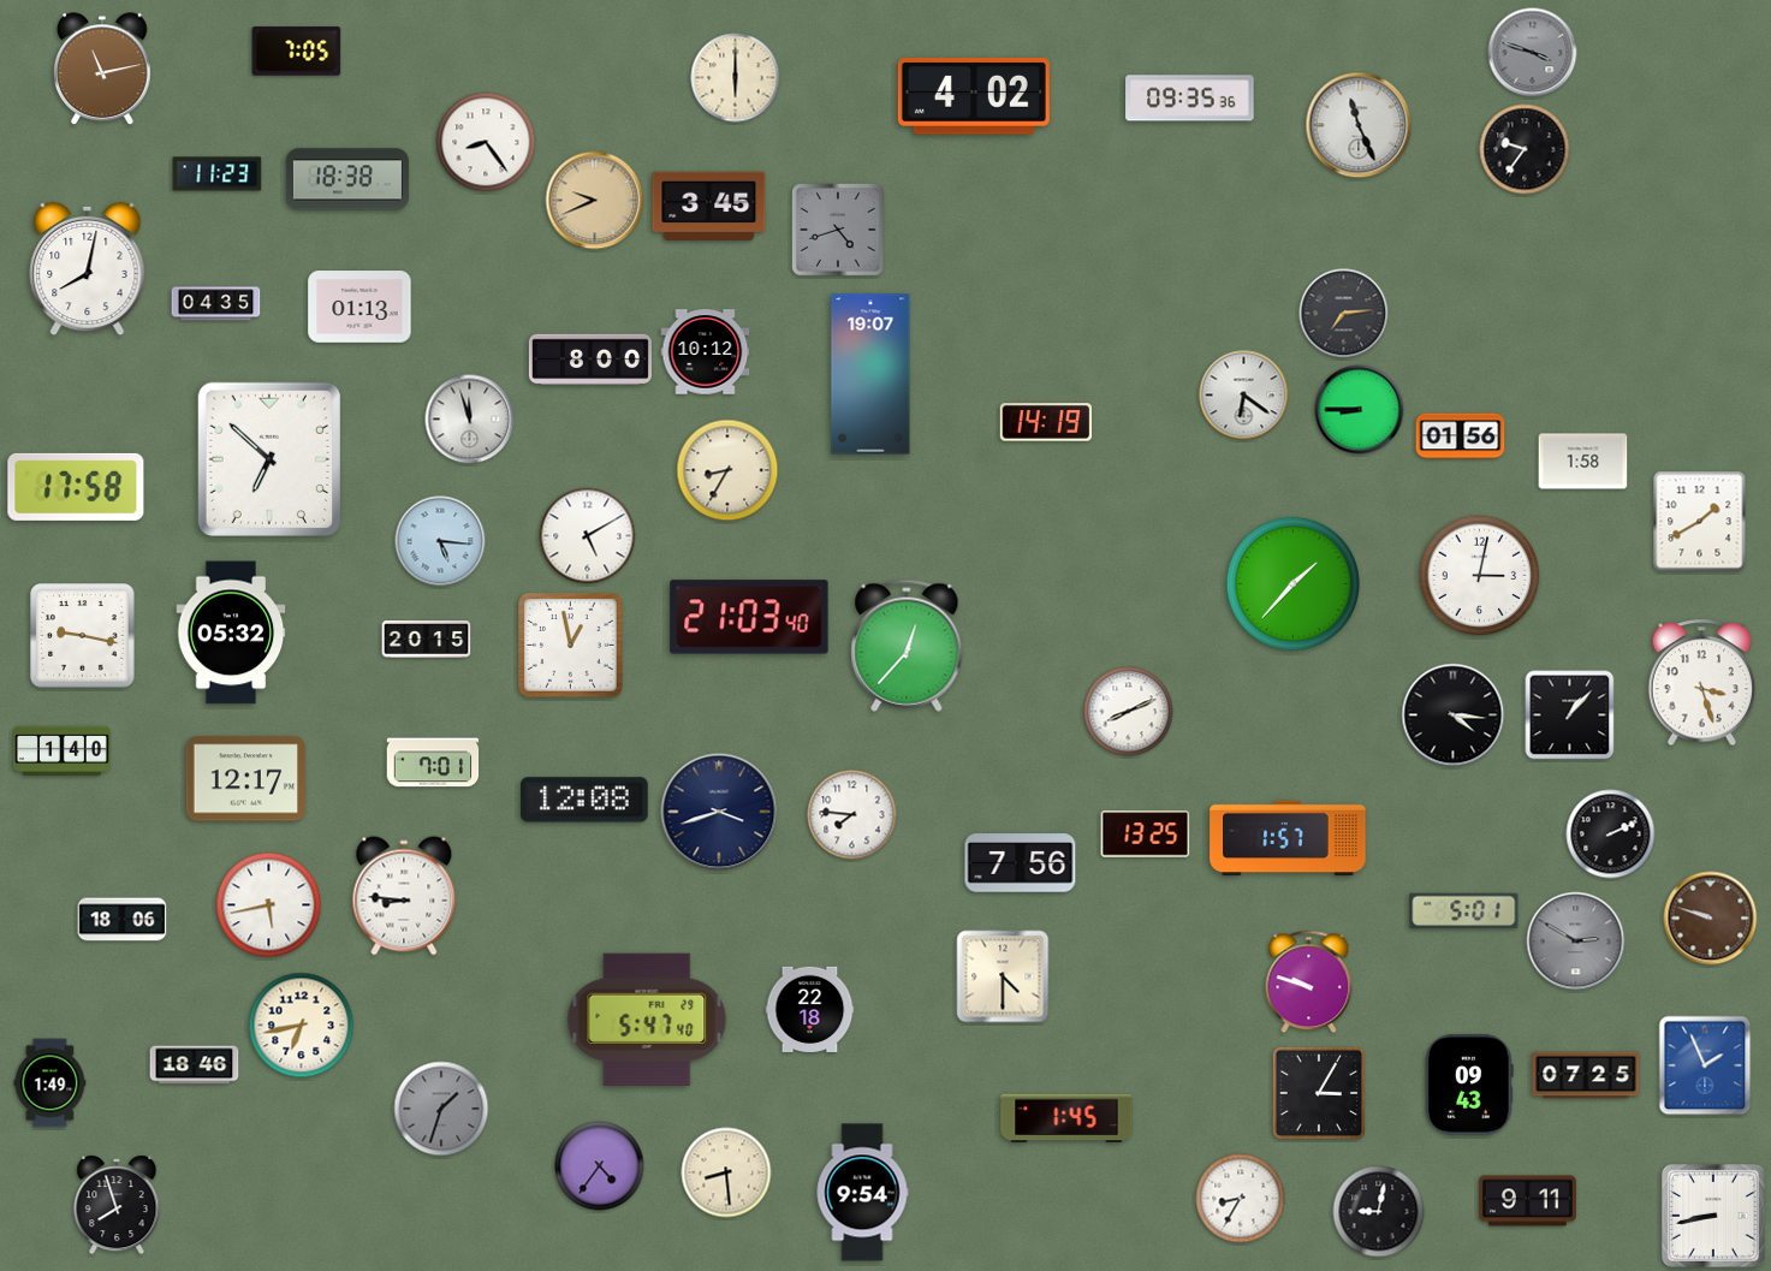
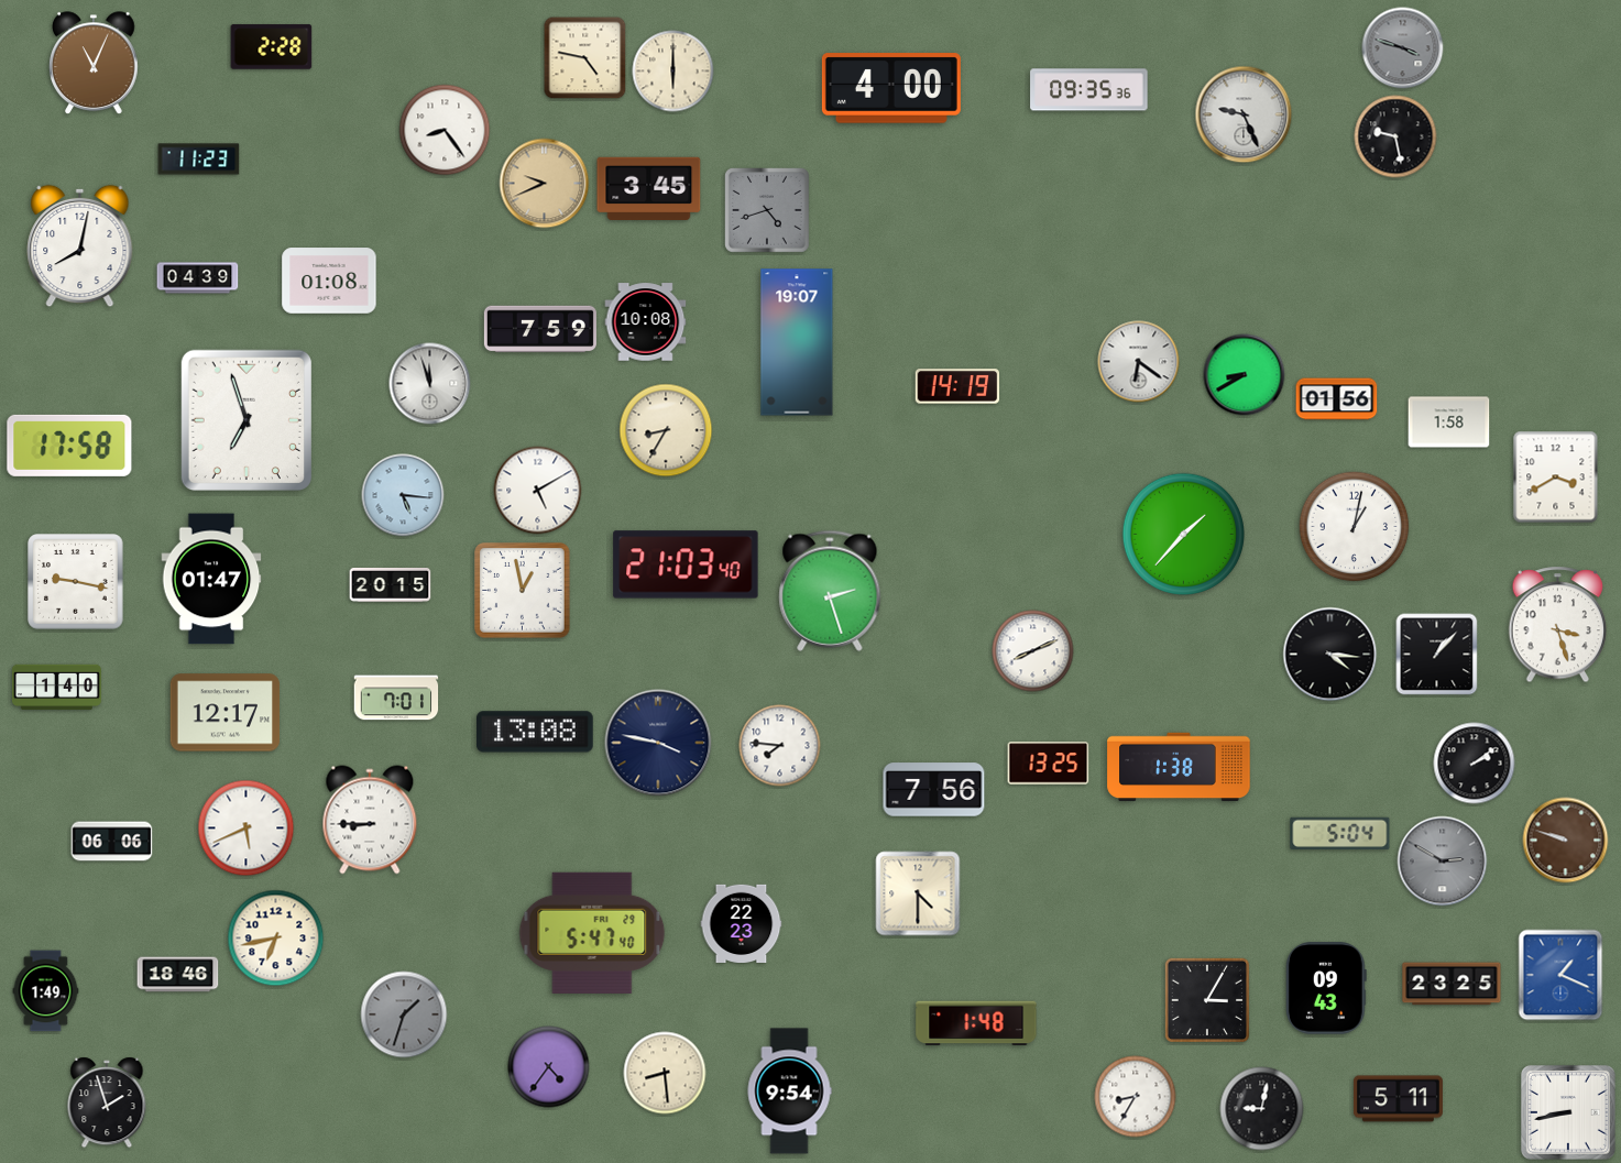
clock at (297, 52): 7:05 -> 2:28
clock at (585, 58): none -> 4:47
clock at (102, 70): 11:13 -> 11:04
clock at (974, 96): 4:02 -> 4:00
clock at (1359, 125): 11:26 -> 9:26
clock at (1525, 149): 9:36 -> 9:28
clock at (347, 179): 18:38 -> none
clock at (216, 304): 04:35 -> 04:39
clock at (359, 307): 01:13 -> 01:08
clock at (1344, 314): 7:14 -> none
clock at (706, 352): 10:12 -> 10:08
clock at (590, 360): 8:00 -> 7:59
clock at (1360, 410): 8:45 -> 8:40
clock at (269, 458): 6:52 -> 6:57
clock at (1700, 522): 1:40 -> 3:40
clock at (1480, 576): 3:02 -> 1:02
clock at (231, 632): 05:32 -> 01:47
clock at (907, 646): 12:37 -> 2:27
clock at (586, 800): 12:08 -> 13:08
clock at (719, 812): 3:42 -> 3:47
clock at (1611, 835): 2:11 -> 2:09
clock at (1288, 838): 1:57 -> 1:38
clock at (404, 896): 8:46 -> 8:45
clock at (269, 905): 5:43 -> 5:41
clock at (1464, 910): 5:01 -> 5:04
clock at (123, 920): 18:06 -> 06:06
clock at (1309, 982): 9:48 -> none
clock at (810, 1009): 22:18 -> 22:23
clock at (1705, 1065): 1:56 -> 1:19
clock at (1586, 1075): 07:25 -> 23:25
clock at (1469, 1085) position: (1469, 1085) -> (1326, 988)
clock at (1066, 1118): 1:45 -> 1:48
clock at (1527, 1201): 9:11 -> 5:11
clock at (117, 1205): 7:57 -> 1:57
